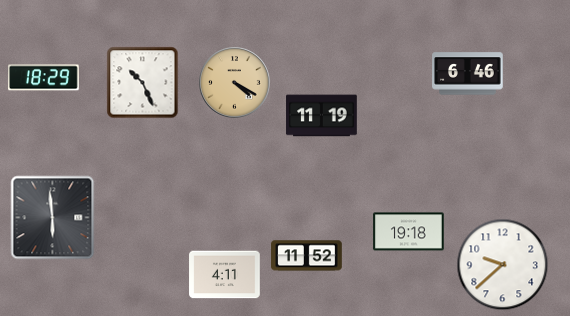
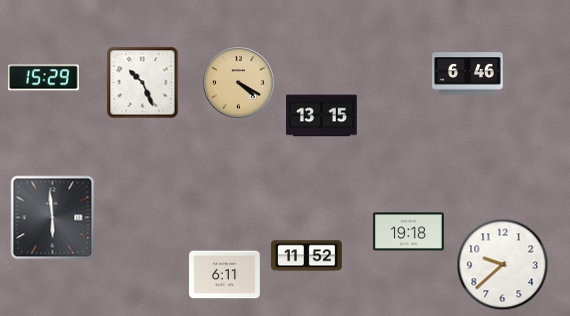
clock at (44, 78): 18:29 -> 15:29
clock at (235, 83) position: (235, 83) -> (239, 83)
clock at (322, 116): 11:19 -> 13:15
clock at (225, 275): 4:11 -> 6:11
